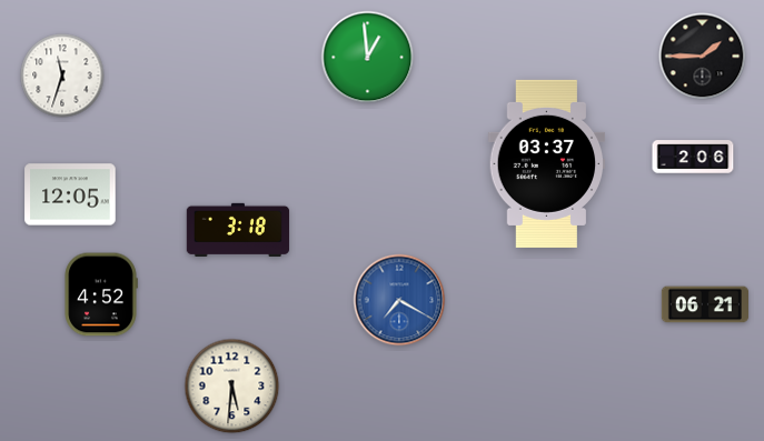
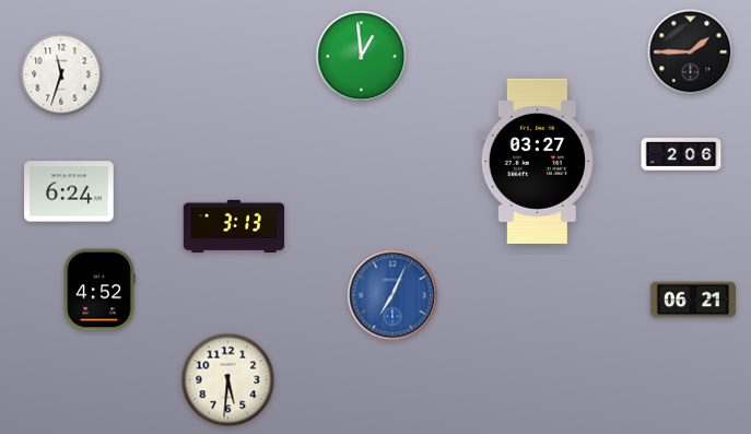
clock at (703, 57) position: (703, 57) -> (691, 52)
clock at (547, 163): 03:37 -> 03:27
clock at (70, 194): 12:05 -> 6:24
clock at (238, 230): 3:18 -> 3:13
clock at (399, 300): 7:20 -> 7:04
